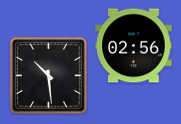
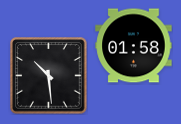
clock at (134, 46): 02:56 -> 01:58
